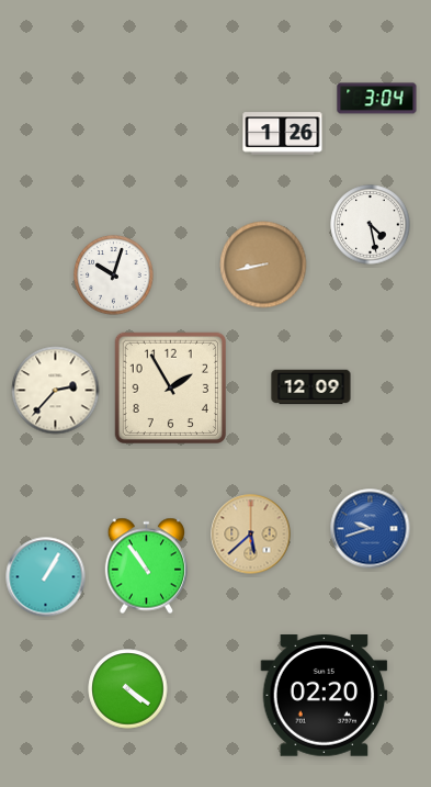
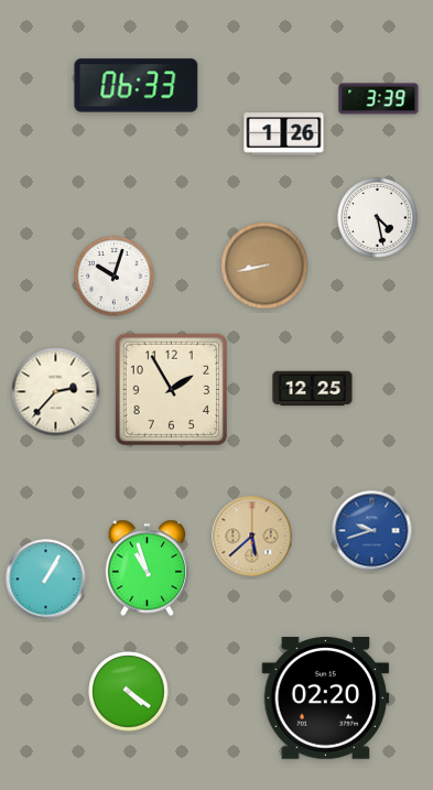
clock at (137, 86): none -> 06:33
clock at (377, 99): 3:04 -> 3:39
clock at (371, 225) position: (371, 225) -> (378, 218)
clock at (311, 387): 12:09 -> 12:25
clock at (146, 566): 10:54 -> 10:57
